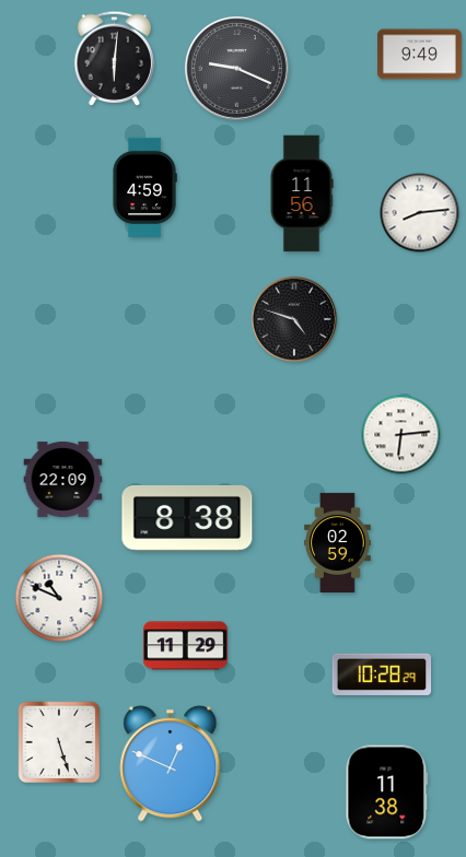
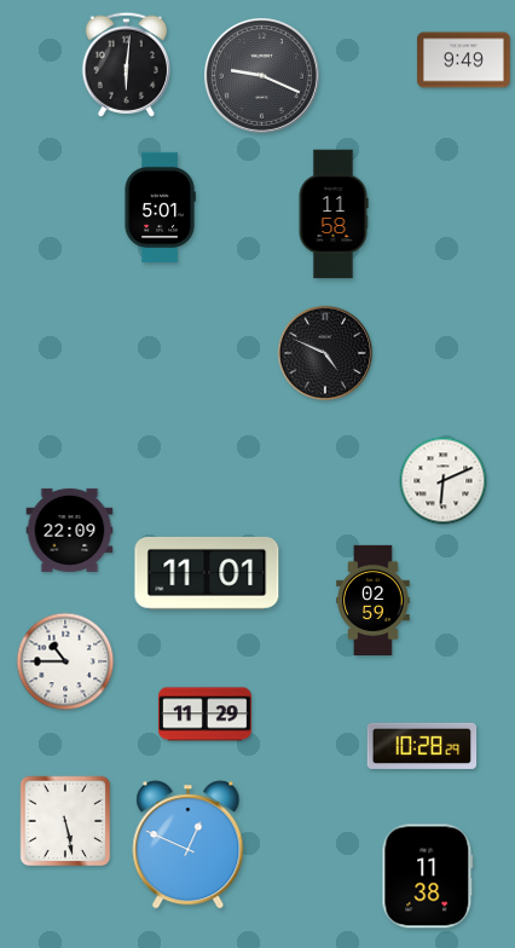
clock at (144, 187): 4:59 -> 5:01
clock at (302, 193): 11:56 -> 11:58
clock at (420, 213): 8:14 -> none
clock at (294, 319): 4:48 -> 4:49
clock at (401, 435): 6:14 -> 6:11
clock at (187, 518): 8:38 -> 11:01
clock at (59, 598): 10:49 -> 10:45
clock at (59, 742): 5:27 -> 5:28
